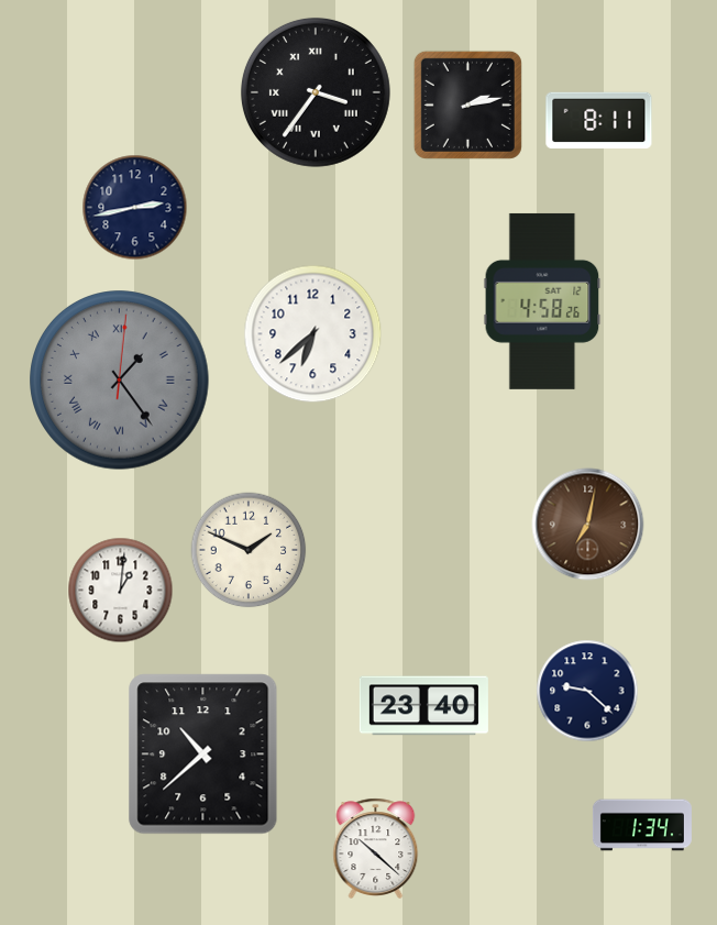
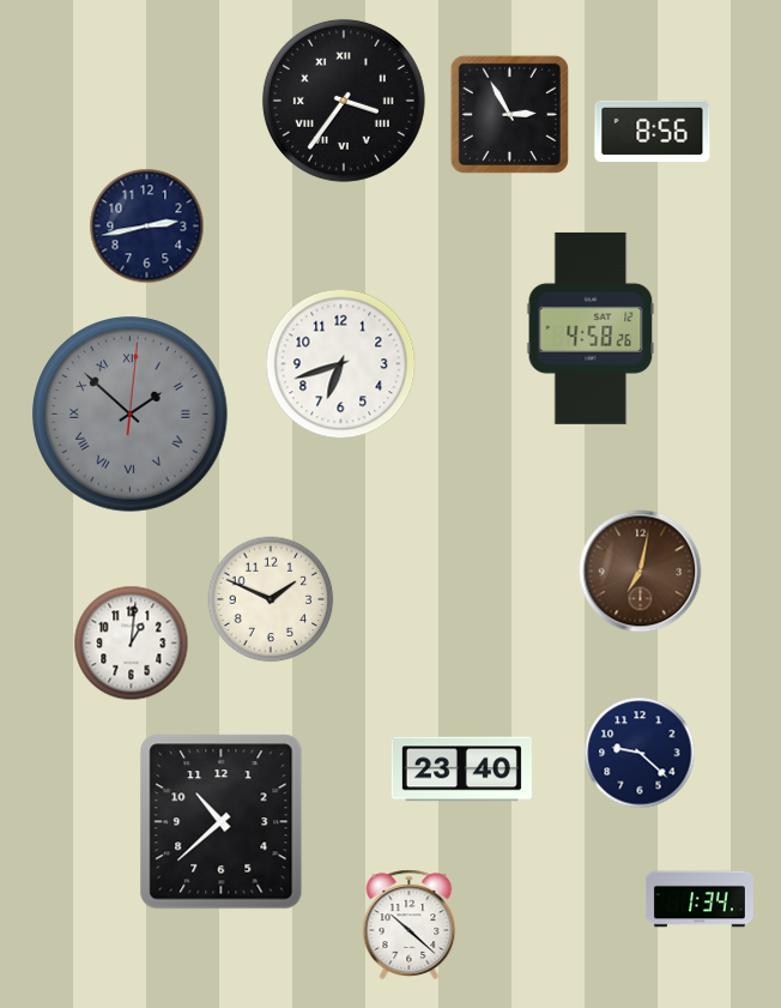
clock at (467, 104): 2:13 -> 2:55
clock at (599, 120): 8:11 -> 8:56
clock at (313, 334): 6:38 -> 6:42
clock at (120, 381): 1:24 -> 1:52
